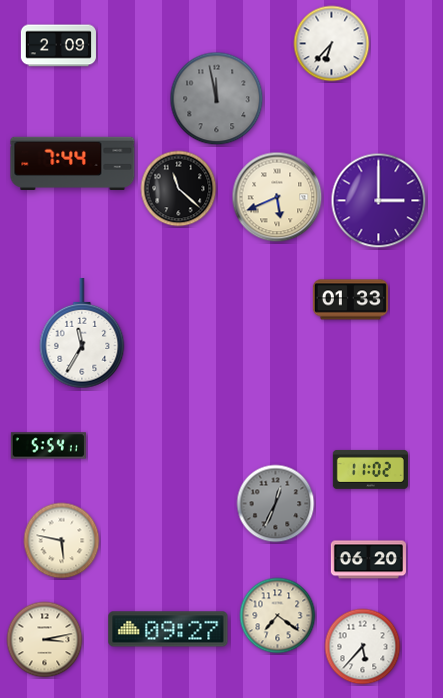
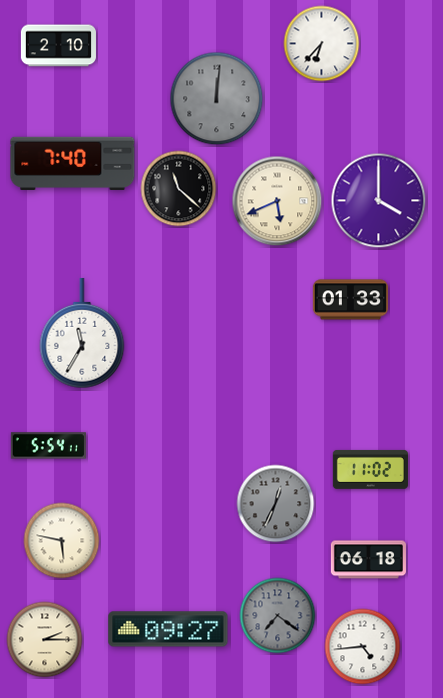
clock at (332, 44) position: (332, 44) -> (322, 44)
clock at (58, 46): 2:09 -> 2:10
clock at (217, 99): 11:58 -> 12:01
clock at (73, 163): 7:44 -> 7:40
clock at (277, 197) position: (277, 197) -> (277, 201)
clock at (379, 201): 3:00 -> 4:00
clock at (368, 560): 06:20 -> 06:18
clock at (278, 616) dial: cream -> grey
clock at (45, 640): 3:13 -> 2:15
clock at (363, 647): 5:37 -> 4:44
